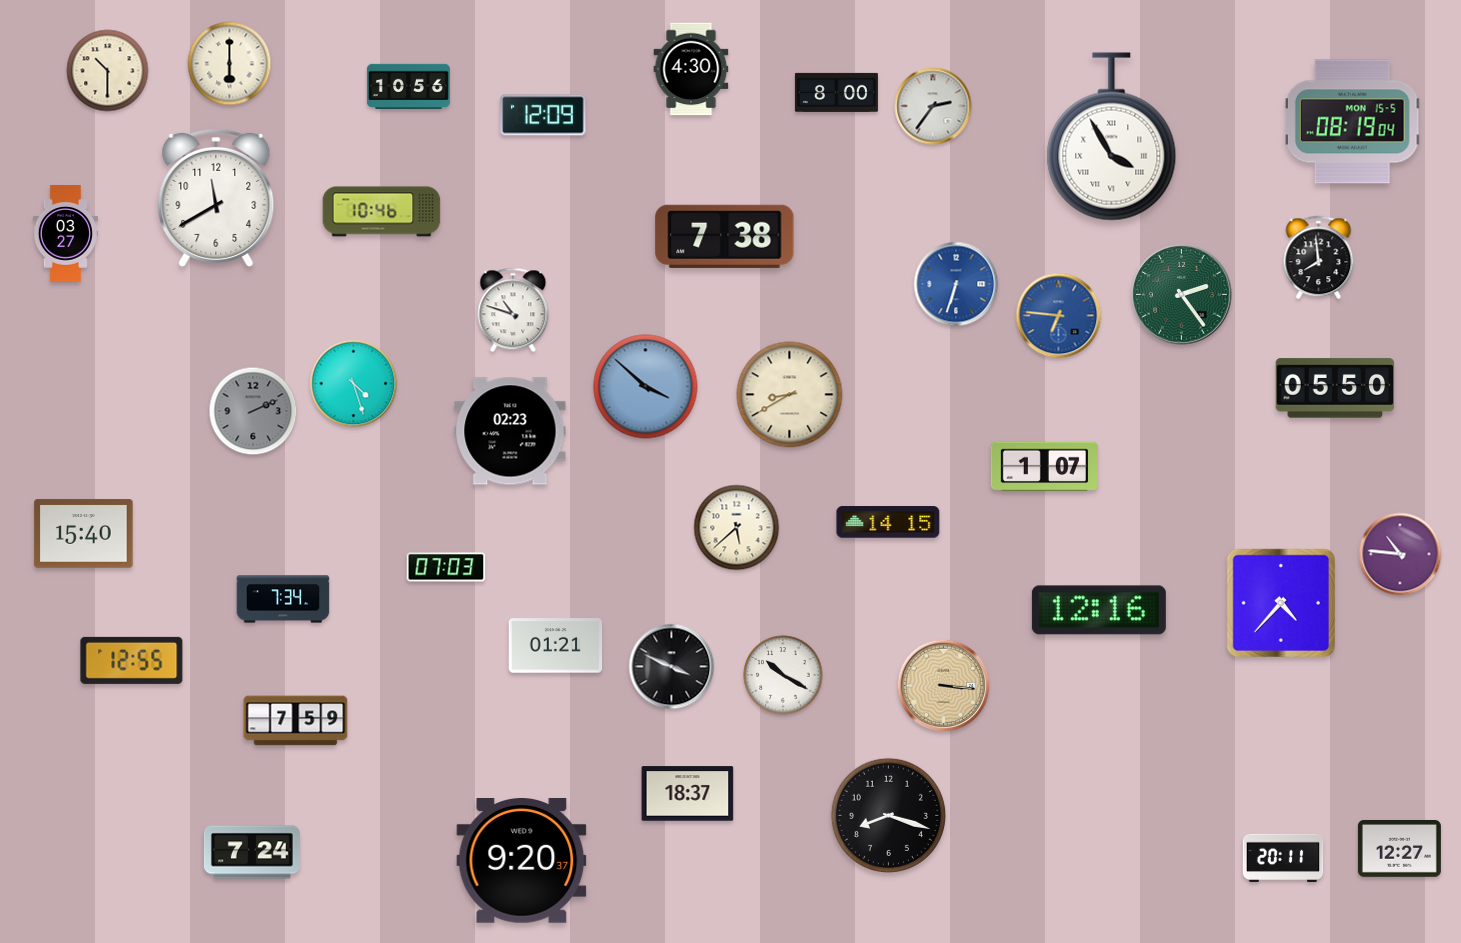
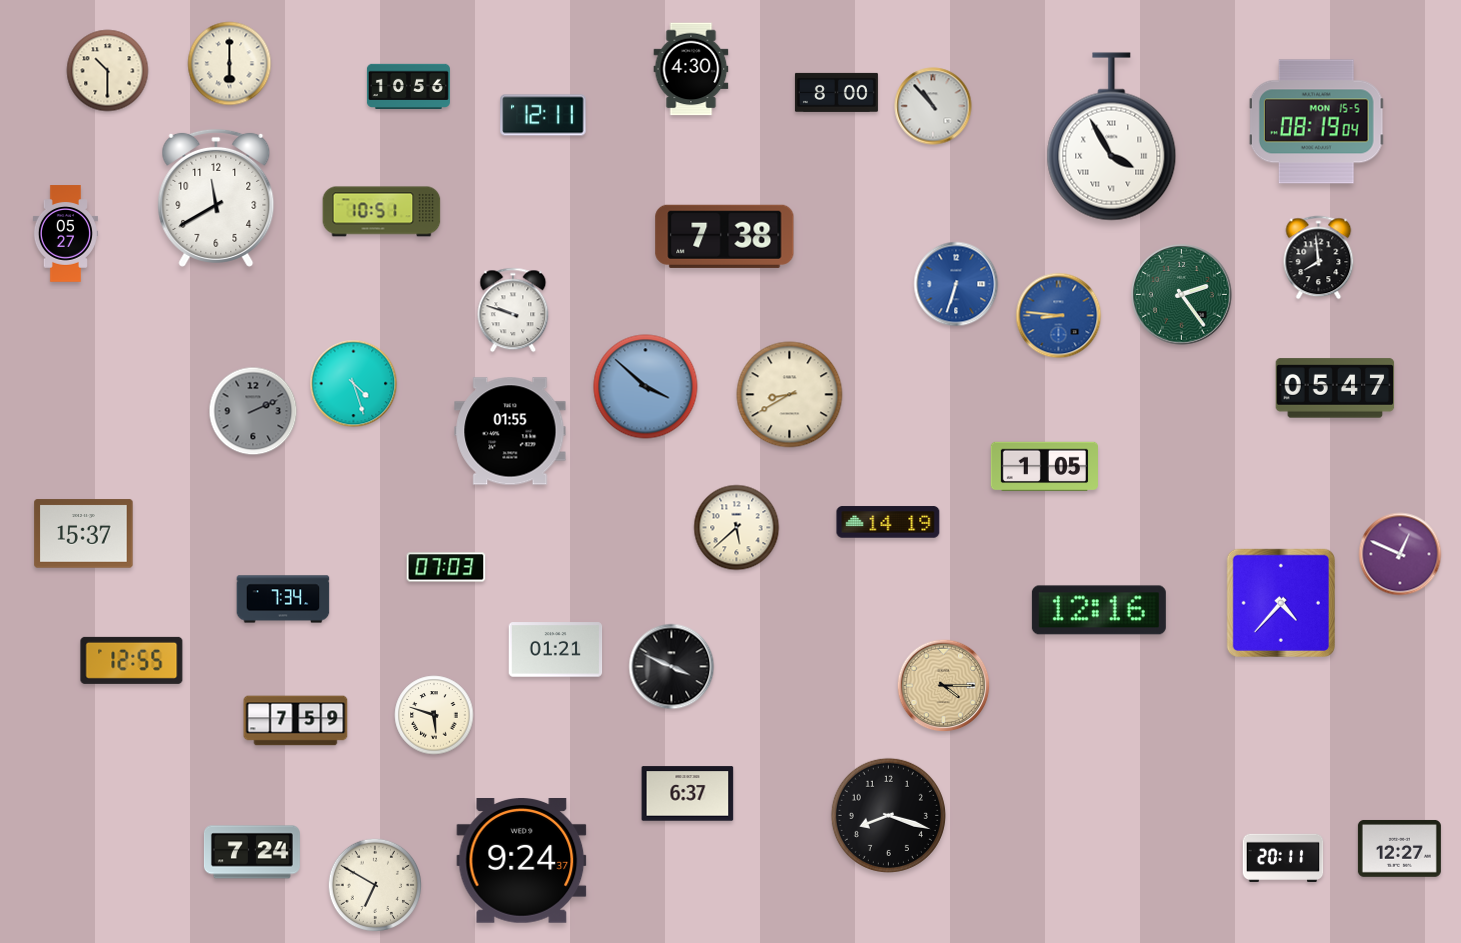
clock at (933, 106): 2:36 -> 10:53
clock at (543, 115): 12:09 -> 12:11
clock at (1353, 122) position: (1353, 122) -> (1317, 122)
clock at (382, 212): 10:46 -> 10:51
clock at (65, 234): 03:27 -> 05:27
clock at (513, 310): 10:48 -> 9:48
clock at (1059, 316): 6:46 -> 8:46
clock at (1335, 388): 05:50 -> 05:47
clock at (510, 431): 02:23 -> 01:55
clock at (1044, 467): 1:07 -> 1:05
clock at (888, 522): 14:15 -> 14:19
clock at (84, 534): 15:40 -> 15:37
clock at (1400, 554): 10:46 -> 12:49
clock at (556, 646) position: (556, 646) -> (556, 650)
clock at (783, 675): 10:20 -> none
clock at (944, 686): 3:16 -> 4:15
clock at (434, 715): none -> 5:48
clock at (688, 794): 18:37 -> 6:37
clock at (522, 861): 9:20 -> 9:24
clock at (374, 884): none -> 6:50
